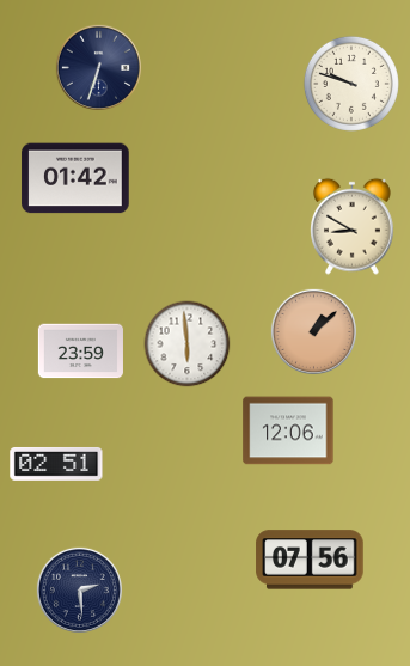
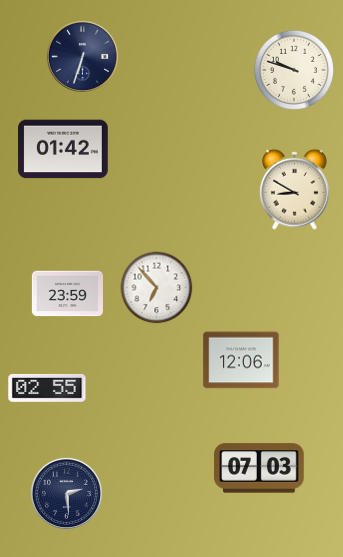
clock at (313, 331): 1:08 -> none
clock at (188, 344): 5:59 -> 6:53
clock at (56, 464): 02:51 -> 02:55
clock at (310, 560): 07:56 -> 07:03
